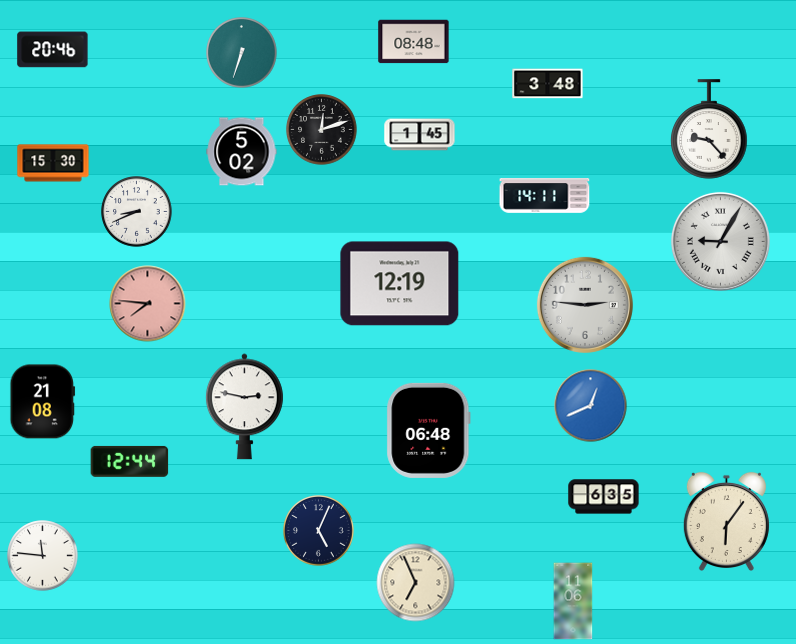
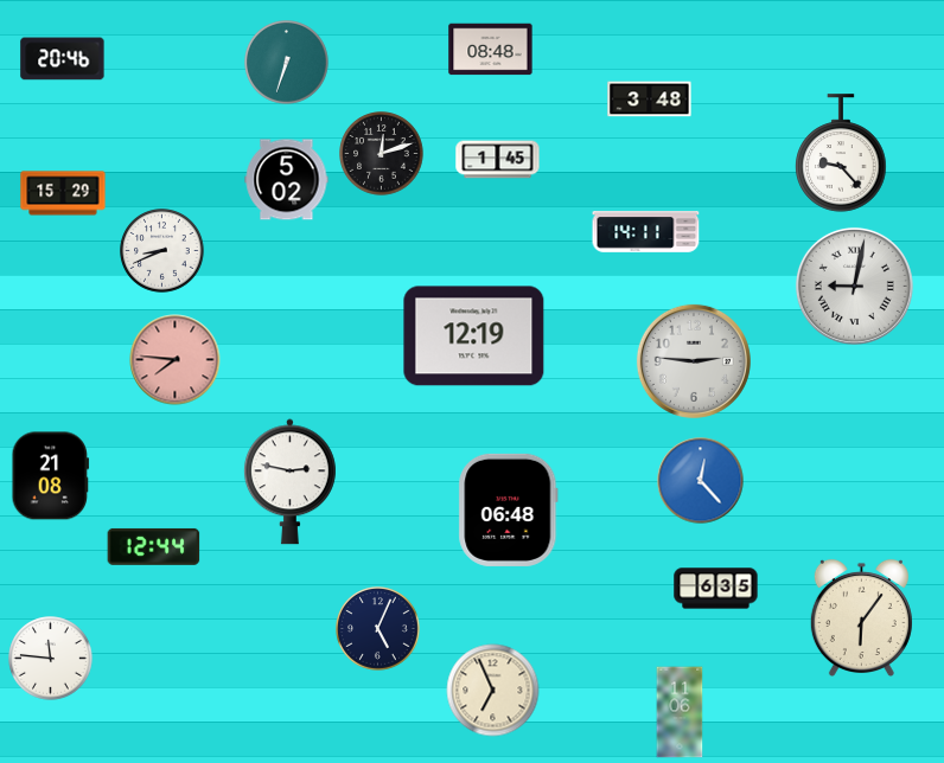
clock at (53, 163): 15:30 -> 15:29
clock at (720, 241): 9:05 -> 9:02
clock at (591, 406): 12:41 -> 12:23
